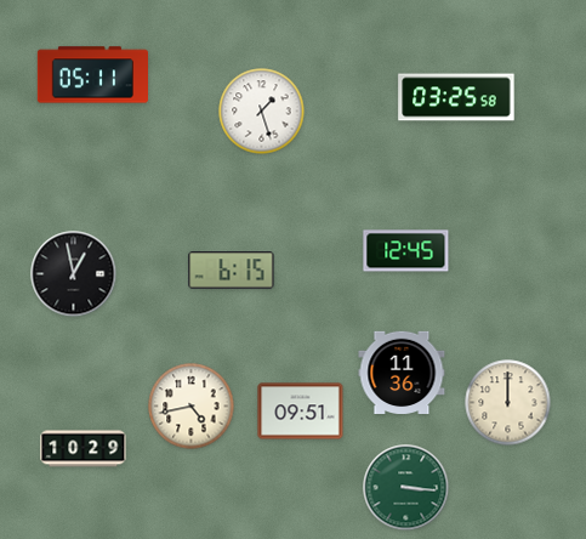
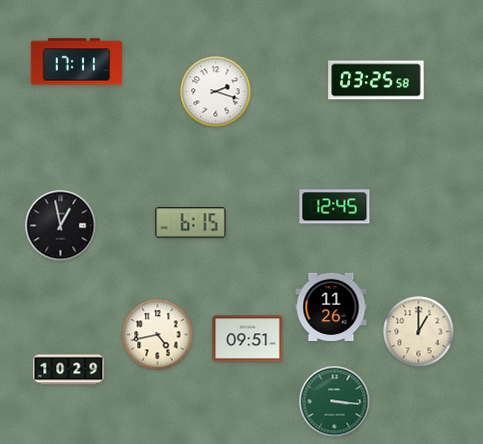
clock at (92, 75): 05:11 -> 17:11
clock at (262, 112): 1:27 -> 2:18
clock at (402, 373): 11:36 -> 11:26
clock at (508, 403): 12:00 -> 1:00
